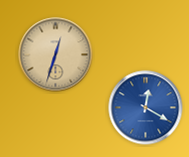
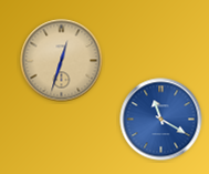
clock at (146, 108): 12:20 -> 11:20
